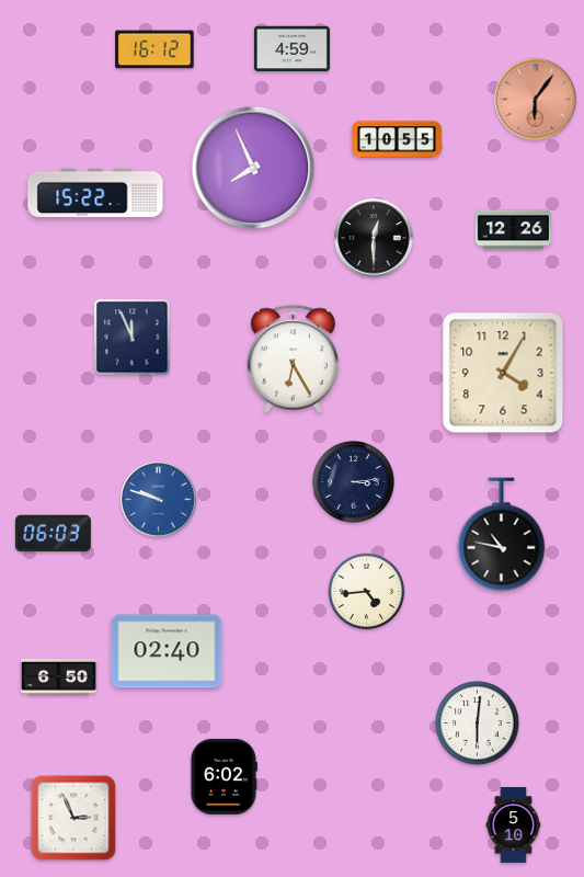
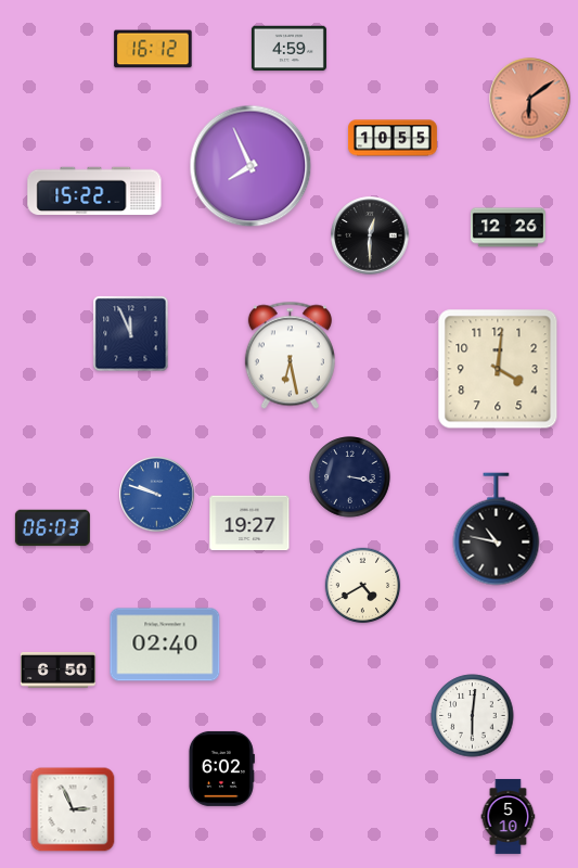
clock at (536, 100): 6:06 -> 6:09
clock at (293, 360): 6:25 -> 6:28
clock at (503, 373): 4:05 -> 4:01
clock at (354, 482): 3:14 -> 3:17
clock at (249, 523): none -> 19:27
clock at (367, 592): 4:44 -> 4:40
